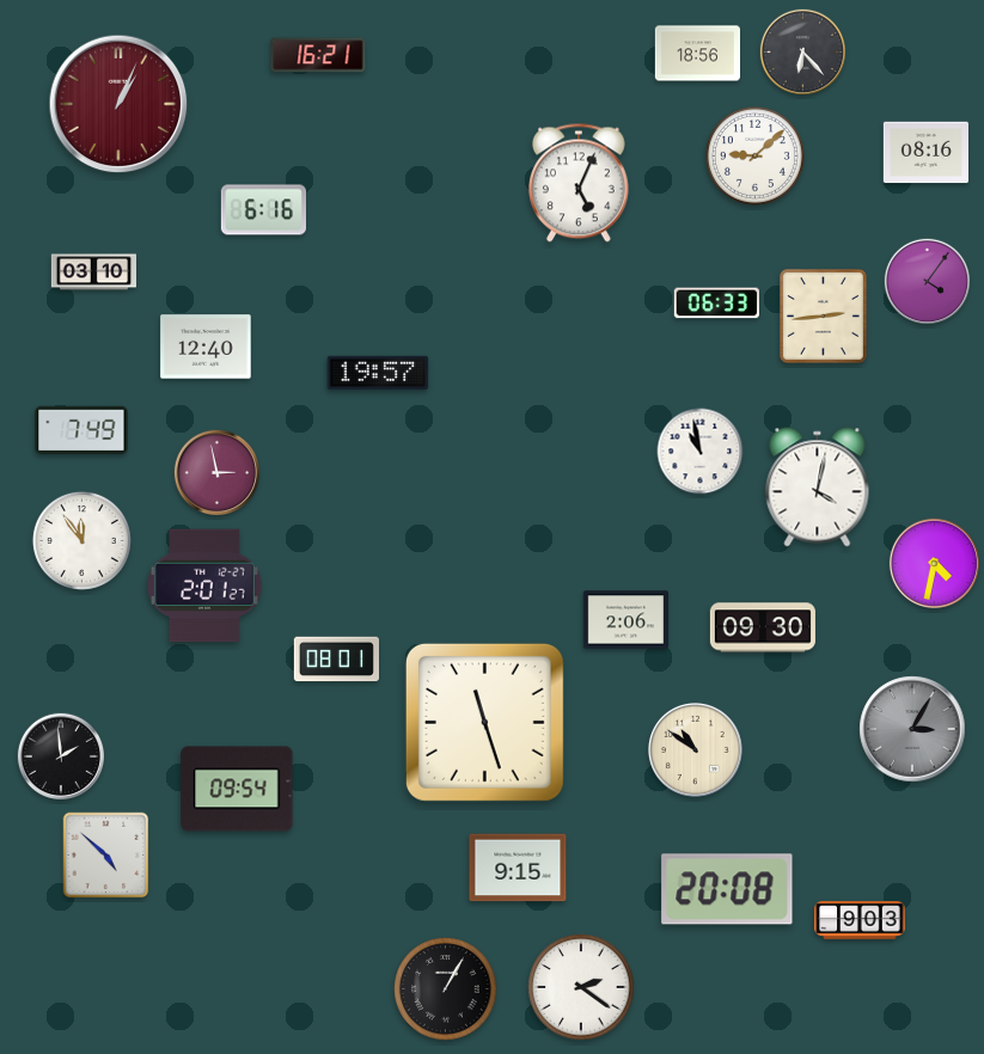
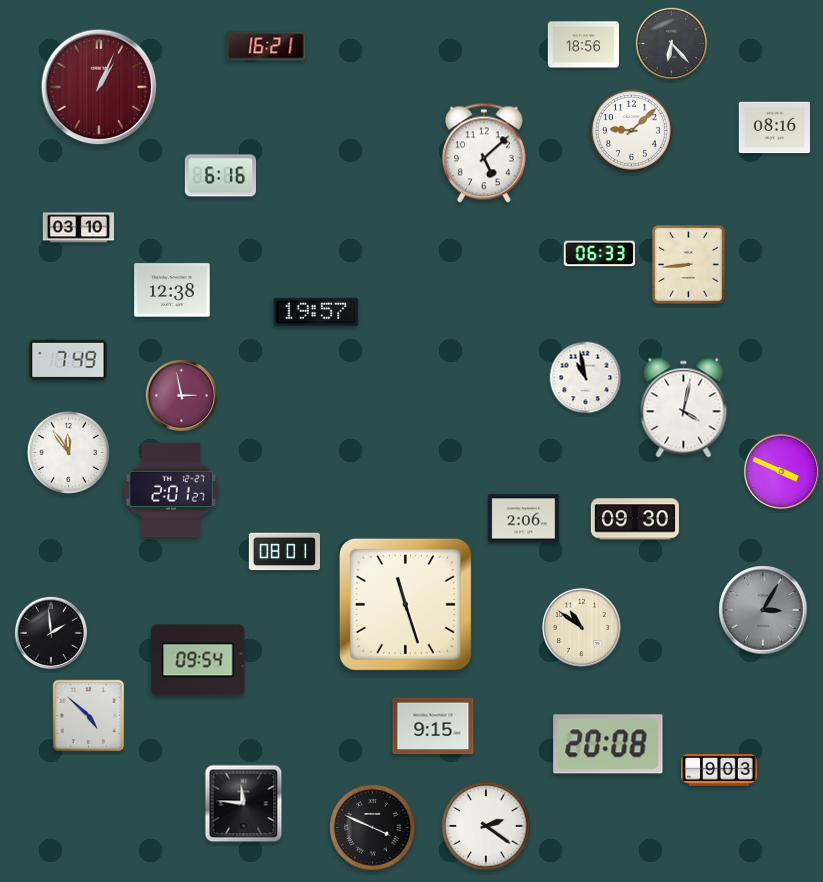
clock at (579, 183): 5:04 -> 5:08
clock at (927, 281): 4:06 -> none
clock at (823, 317): 2:44 -> 8:44
clock at (206, 347): 12:40 -> 12:38
clock at (934, 563): 4:32 -> 3:49
clock at (763, 627) position: (763, 627) -> (635, 519)
clock at (336, 660) position: (336, 660) -> (284, 552)
clock at (244, 804): none -> 11:46
clock at (446, 989): 1:05 -> 3:49
